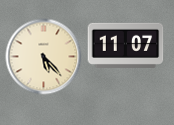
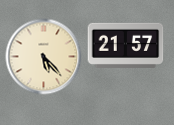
clock at (126, 45): 11:07 -> 21:57
